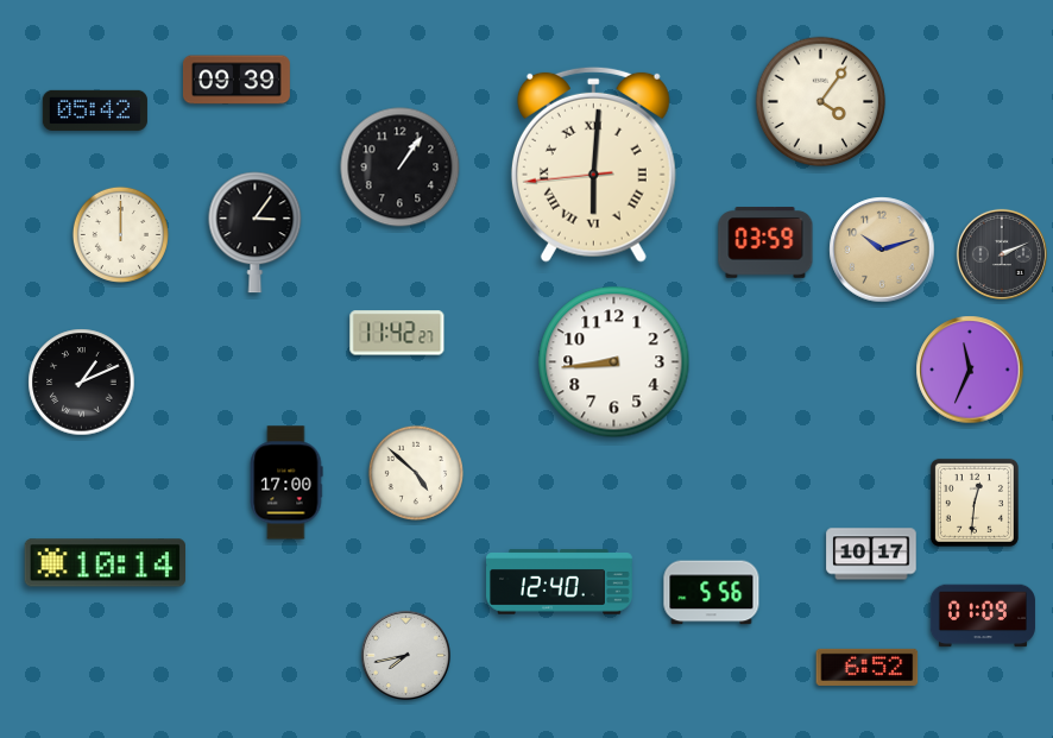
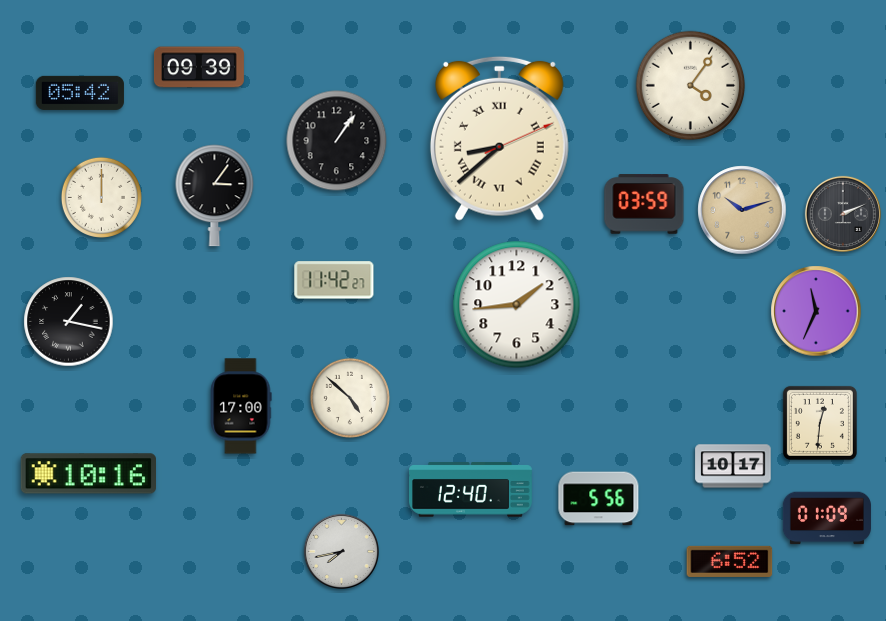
clock at (593, 164): 6:00 -> 8:38
clock at (614, 362): 8:44 -> 1:44
clock at (82, 383): 1:11 -> 1:17
clock at (105, 563): 10:14 -> 10:16
